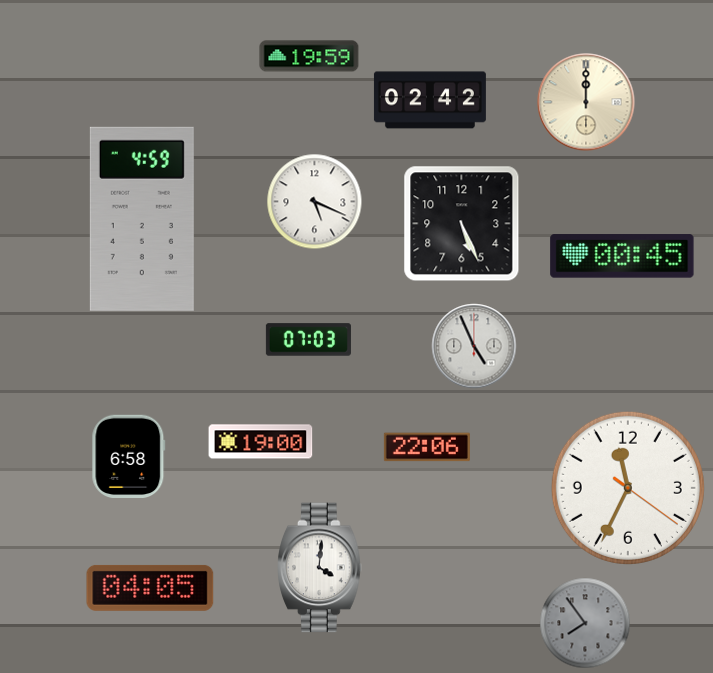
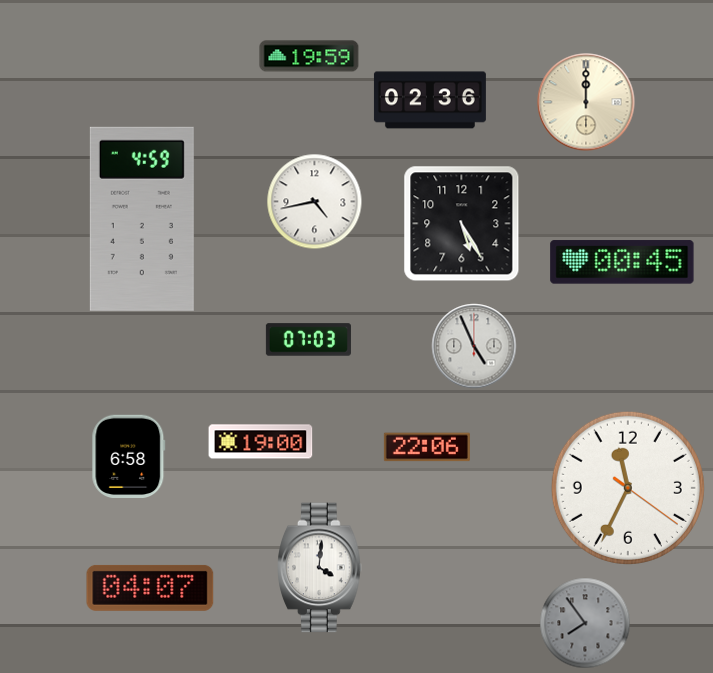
clock at (430, 100): 02:42 -> 02:36
clock at (315, 202): 5:19 -> 4:43
clock at (462, 224): 5:26 -> 5:25
clock at (622, 256) position: (622, 256) -> (622, 262)
clock at (150, 588): 04:05 -> 04:07
